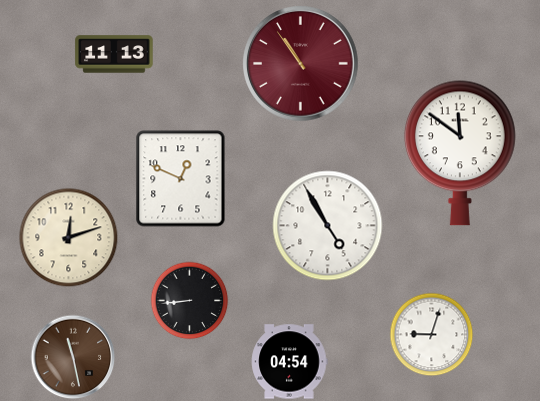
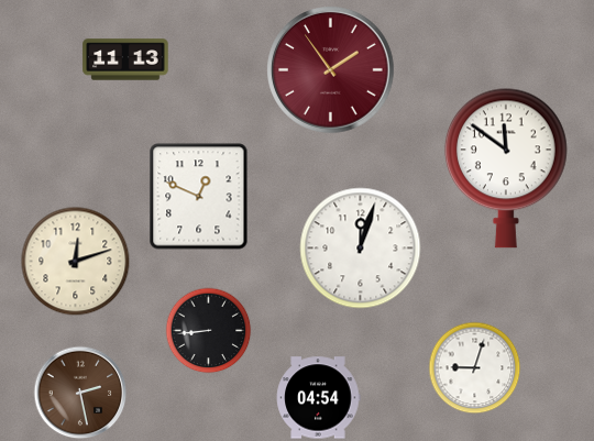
clock at (301, 64): 10:54 -> 1:54
clock at (328, 226): 4:55 -> 12:03
clock at (73, 357): 11:28 -> 2:28
